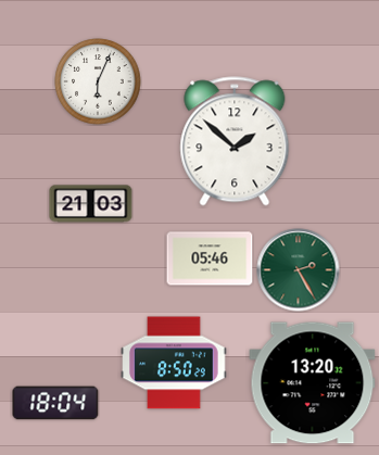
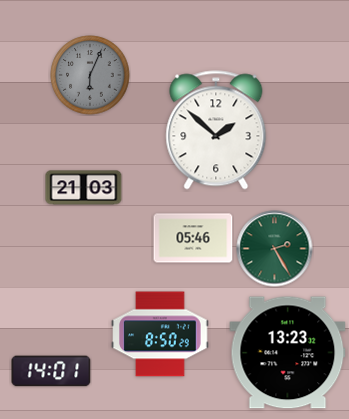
clock at (98, 81) dial: white -> grey
clock at (313, 383): 13:20 -> 13:23
clock at (55, 403): 18:04 -> 14:01
